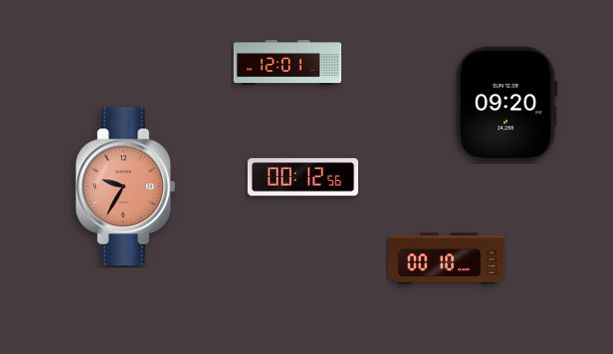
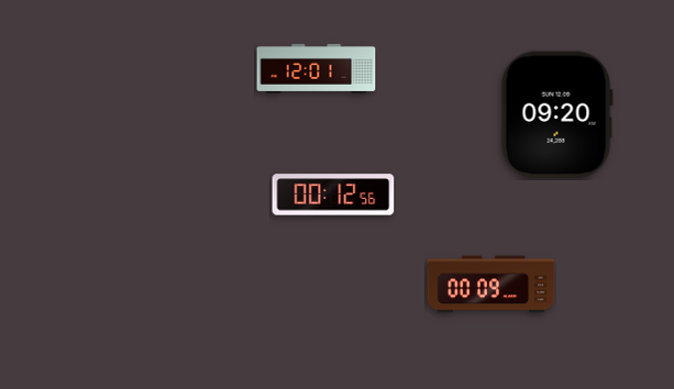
clock at (126, 187): 9:35 -> none
clock at (447, 259): 00:10 -> 00:09
